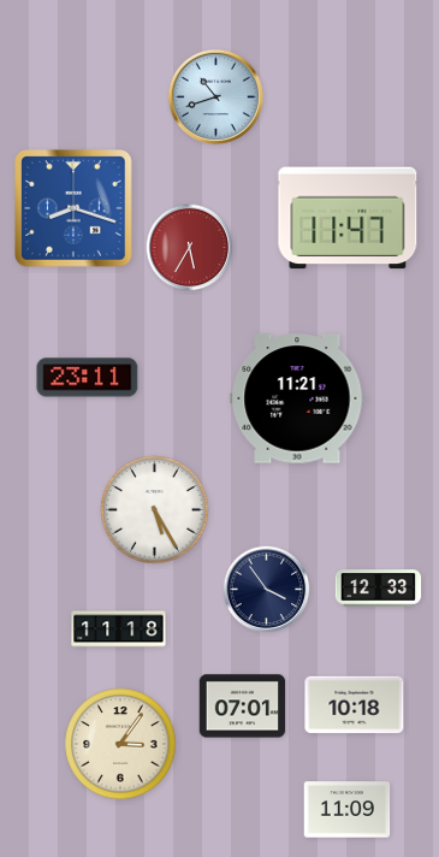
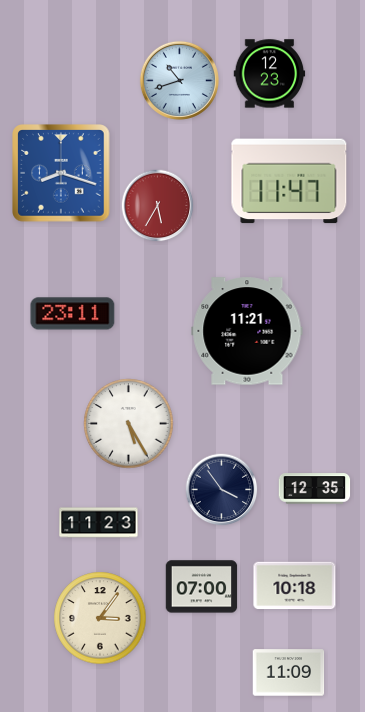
clock at (270, 74): none -> 12:23
clock at (379, 589): 12:33 -> 12:35
clock at (119, 630): 11:18 -> 11:23
clock at (243, 707): 07:01 -> 07:00
